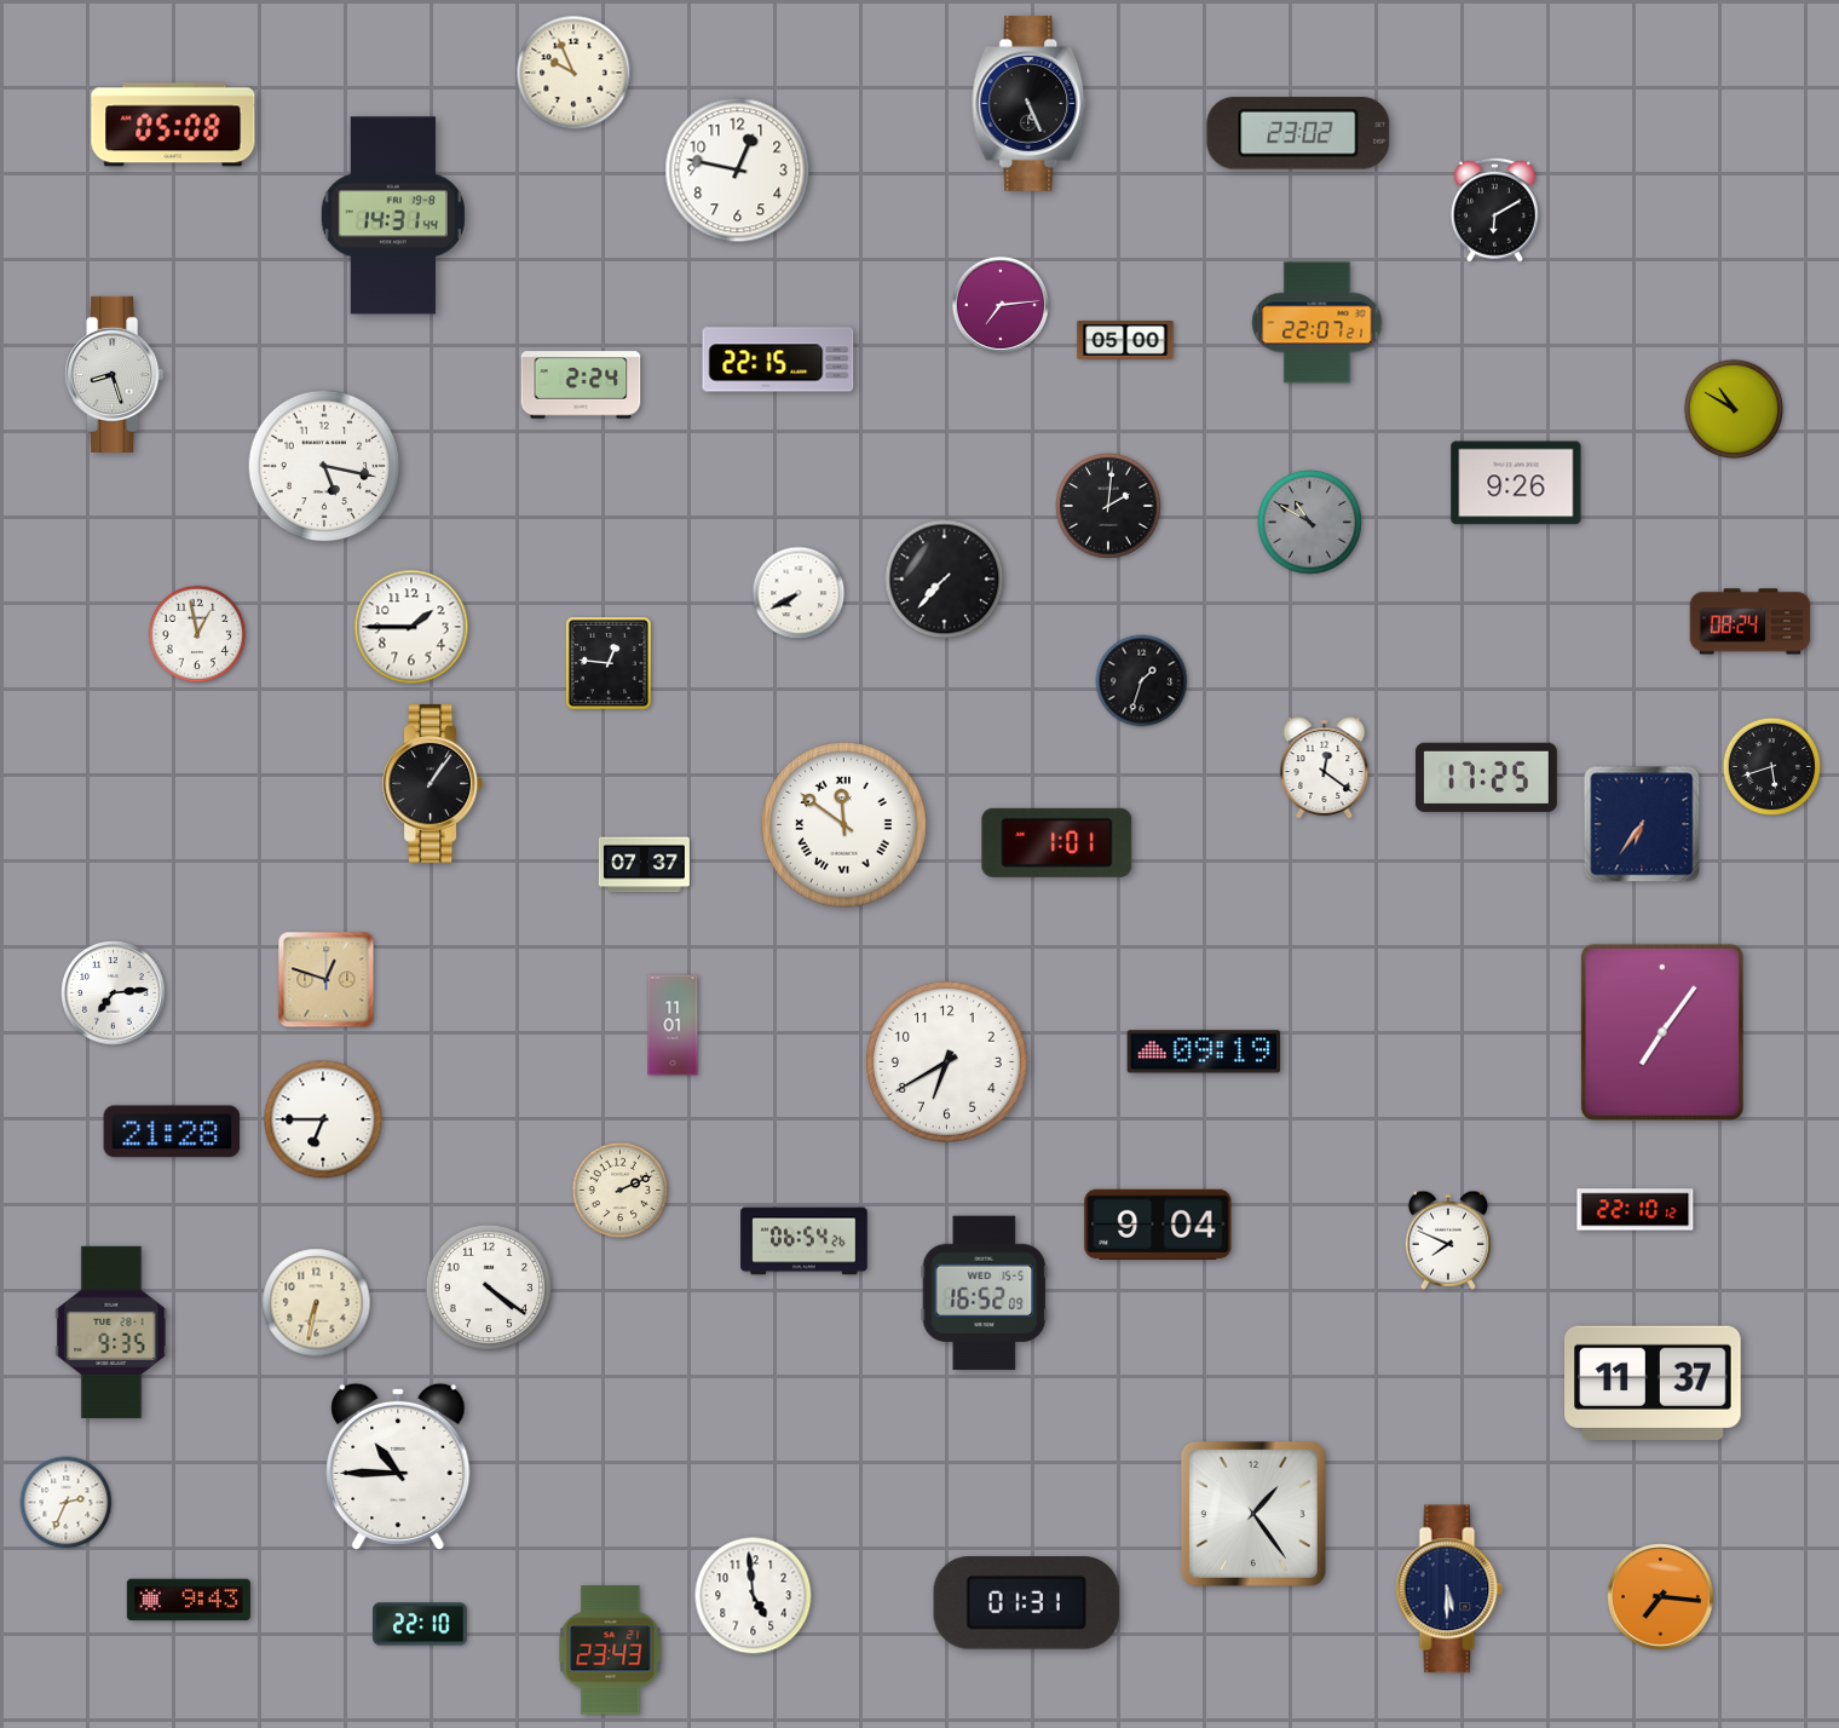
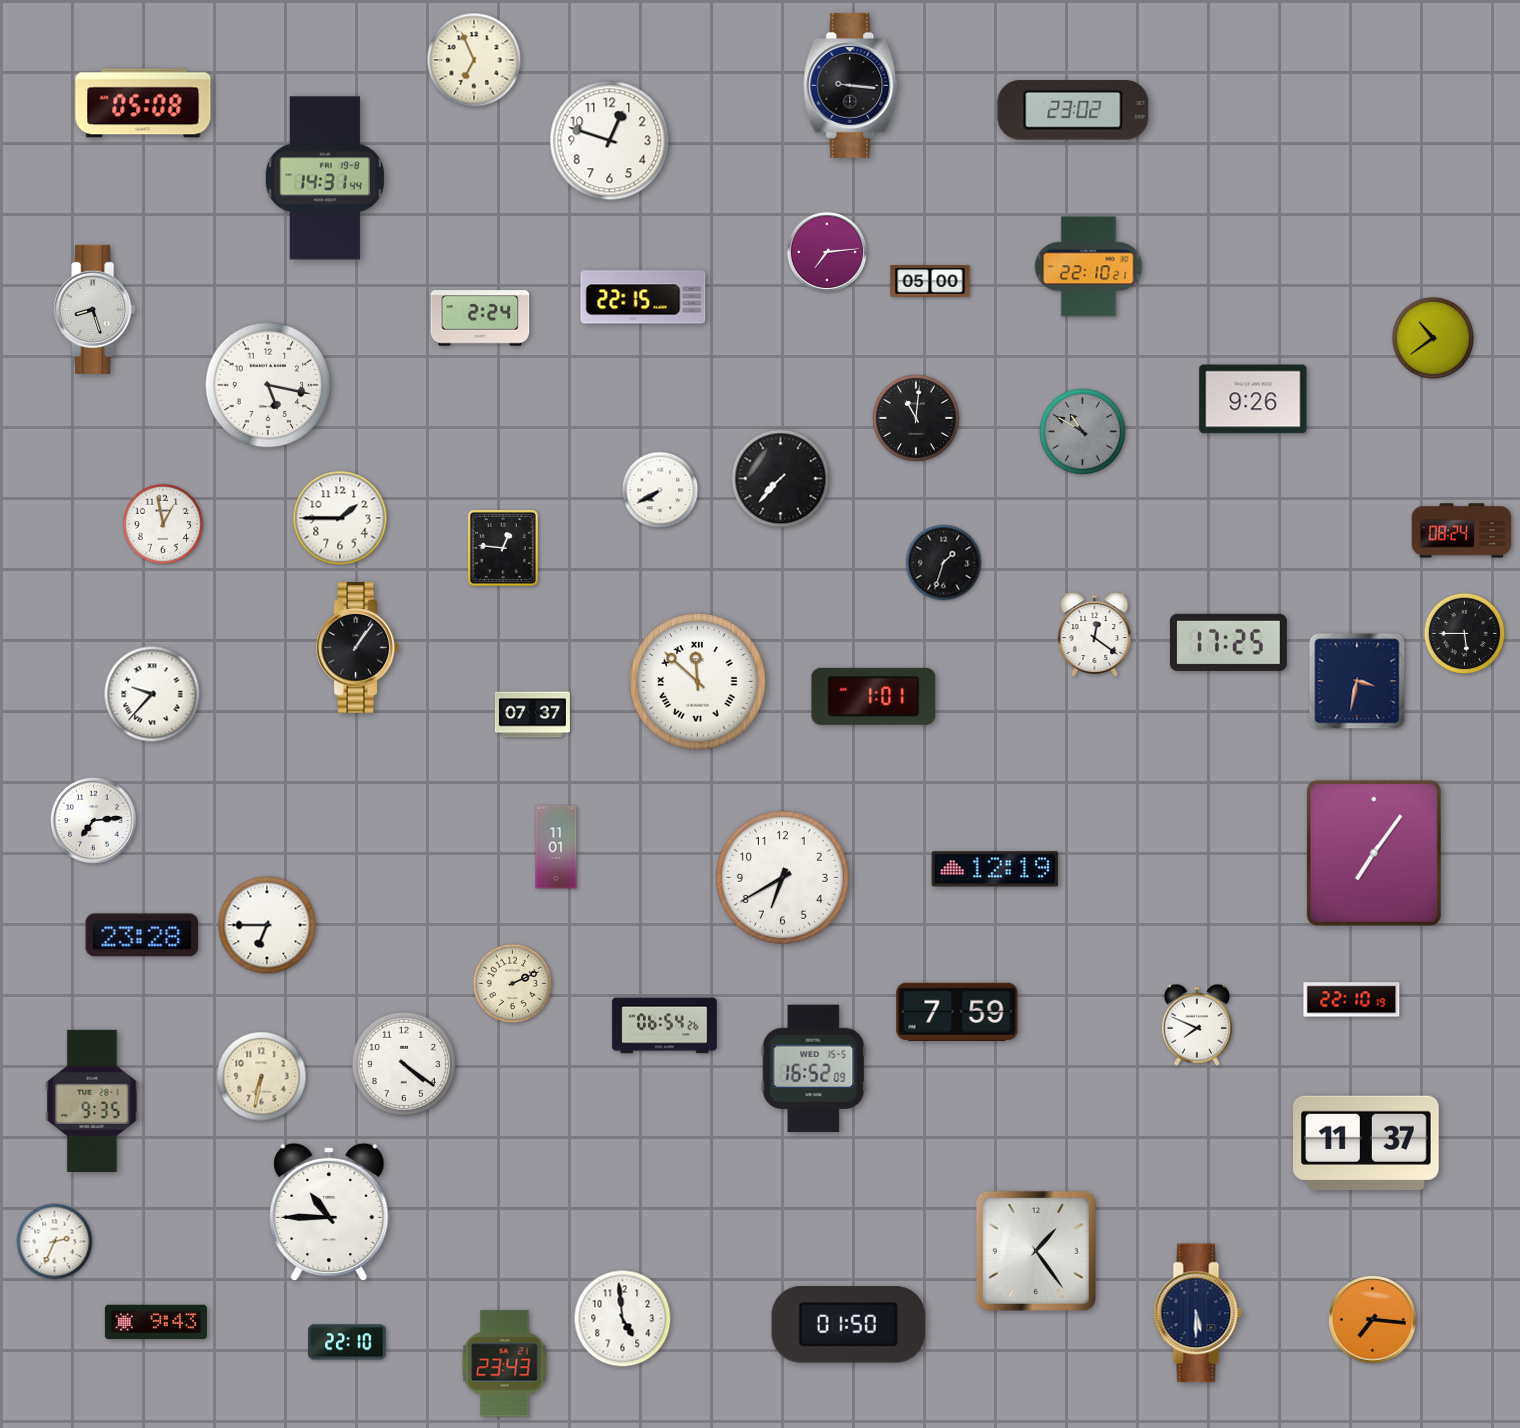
clock at (573, 73): 9:56 -> 6:56
clock at (1030, 103): 5:26 -> 9:16
clock at (738, 171): 12:47 -> 12:48
clock at (1494, 209): 6:10 -> none
clock at (1318, 323): 22:07 -> 22:10
clock at (1733, 408): 10:50 -> 10:39
clock at (1108, 506): 2:01 -> 11:01
clock at (1751, 622) position: (1751, 622) -> (1462, 531)
clock at (1772, 767): 5:42 -> 5:45
clock at (1642, 824): 6:36 -> 3:32
clock at (844, 825): 11:51 -> 11:52
clock at (152, 694): none -> 9:37
clock at (327, 980): 12:48 -> none
clock at (1204, 1052): 09:19 -> 12:19
clock at (172, 1131): 21:28 -> 23:28
clock at (1636, 1210): 22:10:12 -> 22:10:19
clock at (1158, 1225): 9:04 -> 7:59
clock at (1027, 1603): 01:31 -> 01:50
